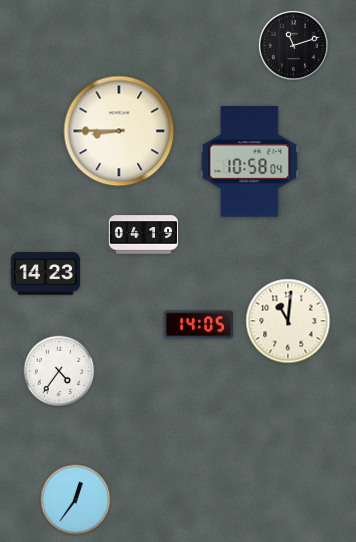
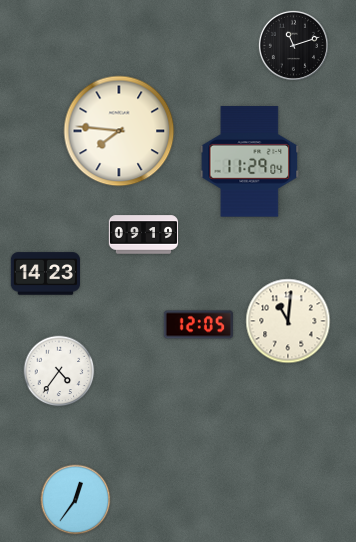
clock at (119, 131): 8:45 -> 7:46
clock at (250, 162): 10:58 -> 11:29
clock at (144, 235): 04:19 -> 09:19
clock at (198, 325): 14:05 -> 12:05
